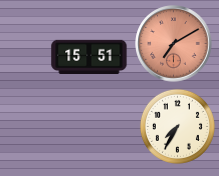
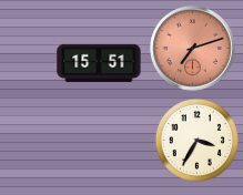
clock at (174, 44): 7:10 -> 7:12
clock at (177, 126): 7:35 -> 3:35
